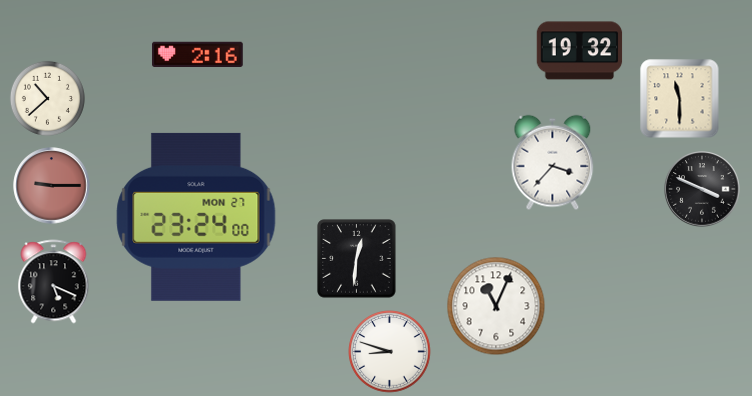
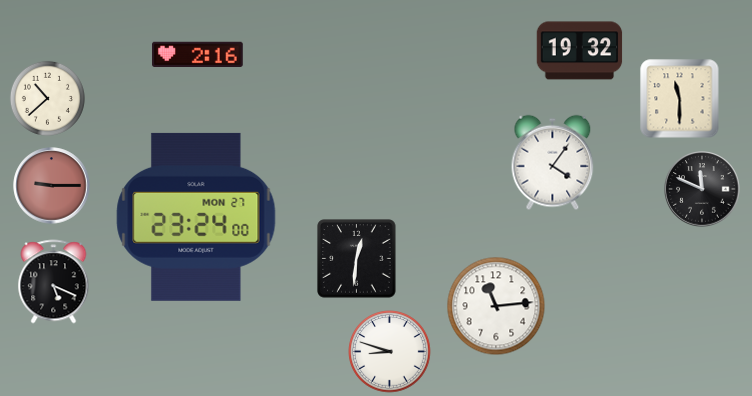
clock at (553, 163): 3:37 -> 4:06
clock at (702, 189): 3:49 -> 11:49
clock at (496, 306): 11:04 -> 11:14
